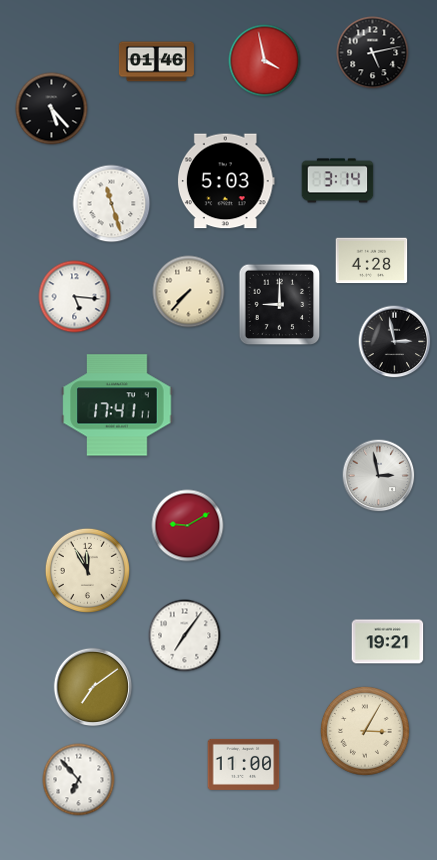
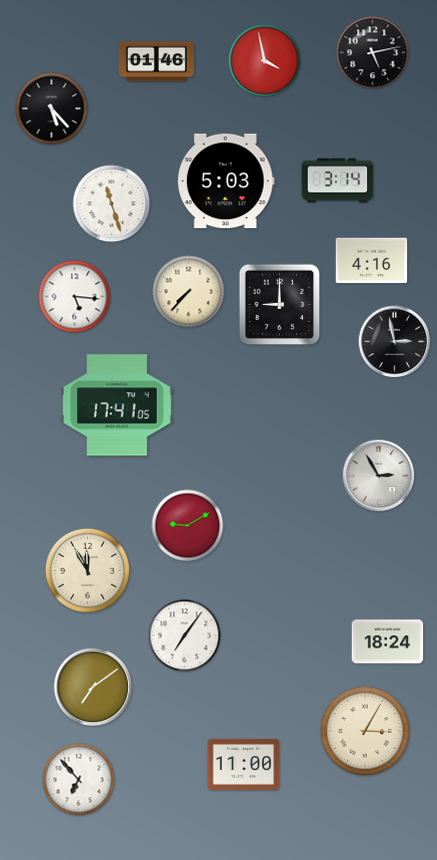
clock at (372, 261): 4:28 -> 4:16
clock at (117, 405): 17:41:11 -> 17:41:05
clock at (379, 476): 2:58 -> 2:55
clock at (388, 642): 19:21 -> 18:24
